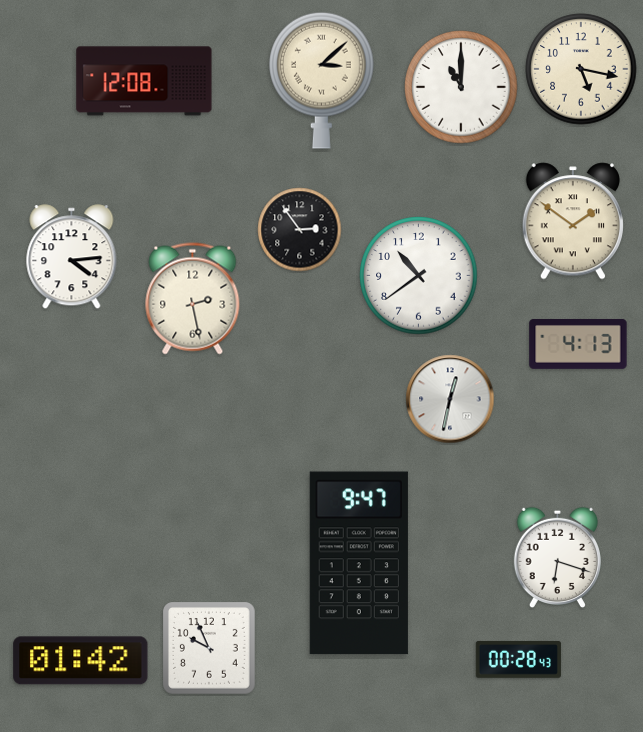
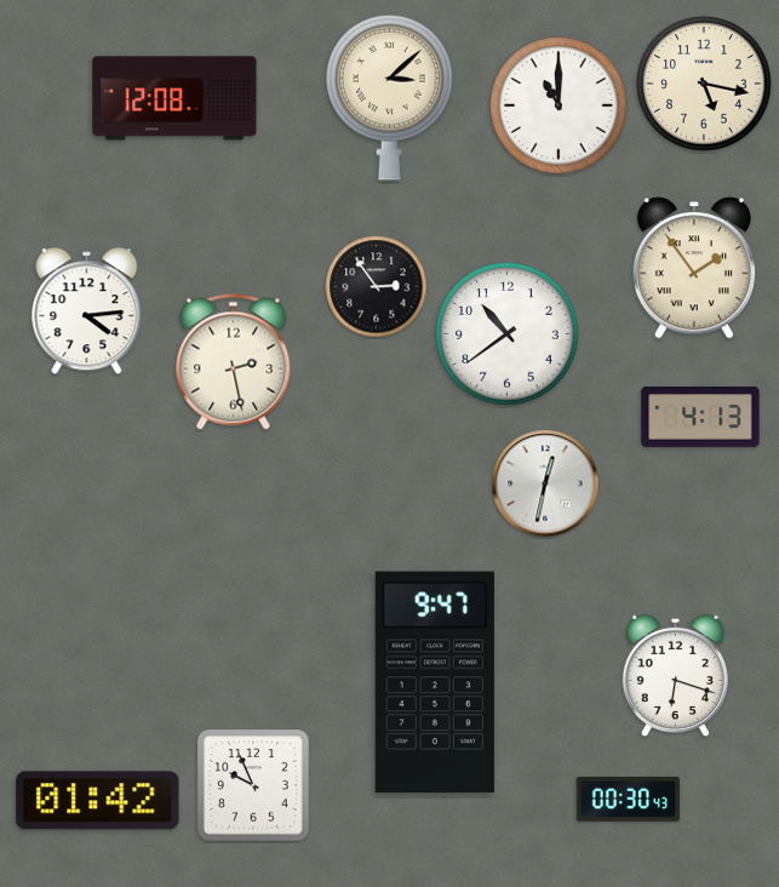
clock at (573, 221): 1:51 -> 1:54
clock at (300, 230) position: (300, 230) -> (377, 287)
clock at (518, 659): 00:28 -> 00:30
